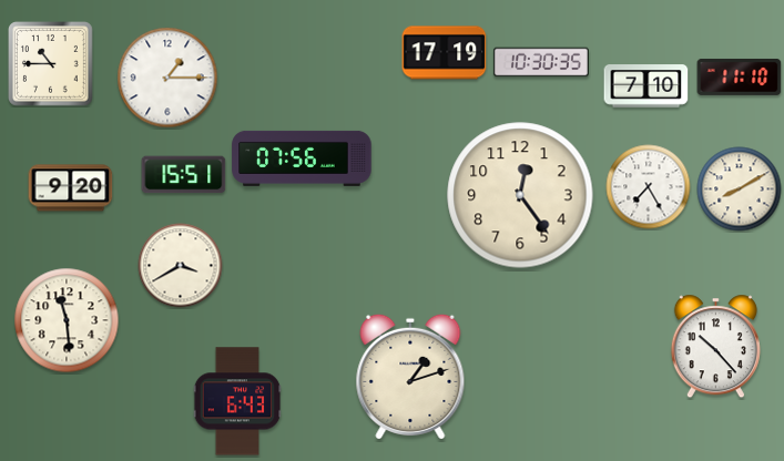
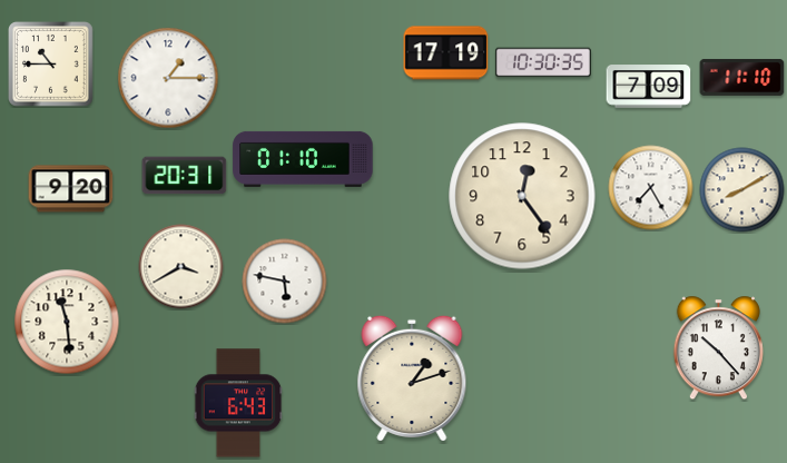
clock at (646, 86): 7:10 -> 7:09
clock at (302, 158): 07:56 -> 01:10
clock at (184, 175): 15:51 -> 20:31
clock at (285, 282): none -> 5:47
